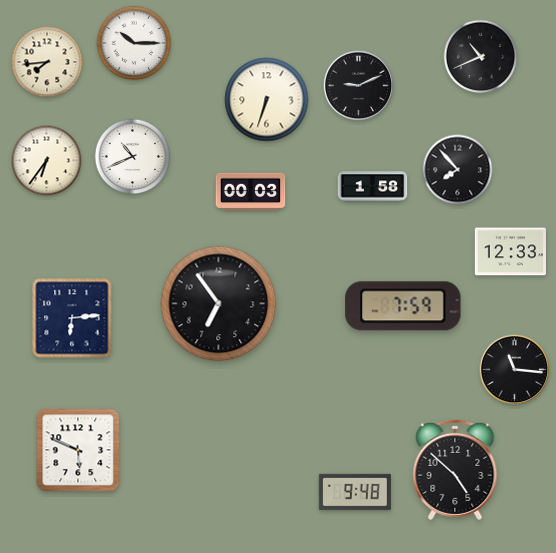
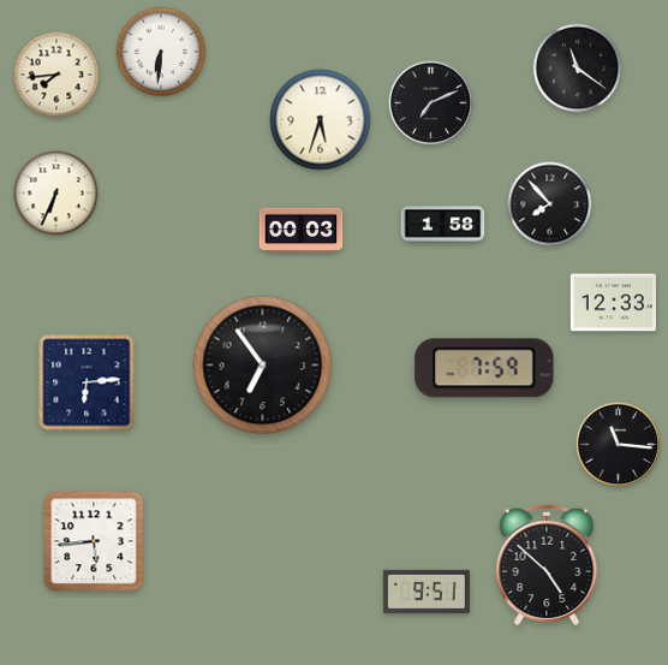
clock at (134, 43): 10:15 -> 6:31
clock at (481, 57): 10:41 -> 11:21
clock at (359, 86): 9:11 -> 7:11
clock at (267, 100): 6:33 -> 5:33
clock at (133, 157): 10:41 -> none
clock at (47, 161): 6:36 -> 6:34
clock at (373, 187) position: (373, 187) -> (443, 225)
clock at (78, 450): 5:49 -> 5:44
clock at (355, 492): 9:48 -> 9:51
